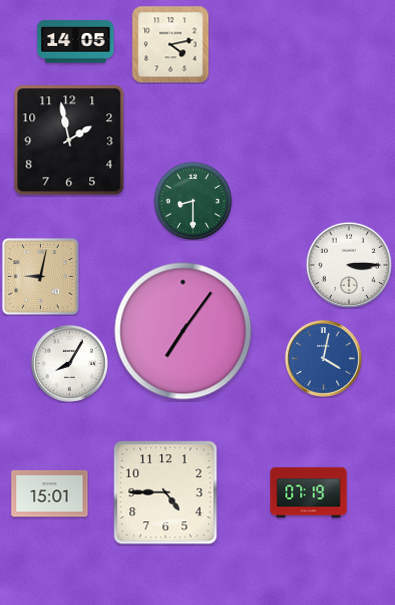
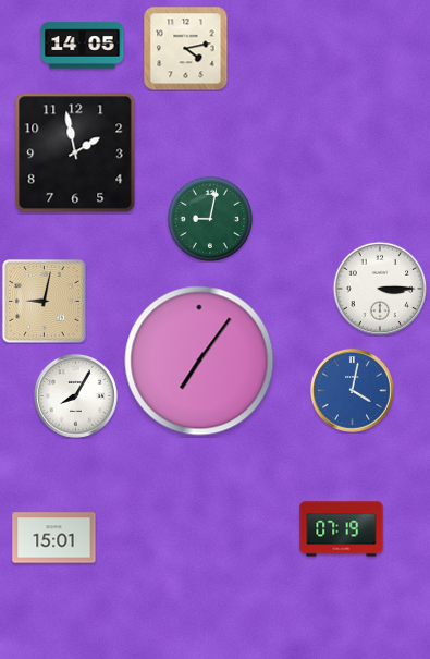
clock at (192, 200): 8:30 -> 9:02
clock at (166, 493): 4:45 -> none
clock at (309, 493) position: (309, 493) -> (342, 529)
